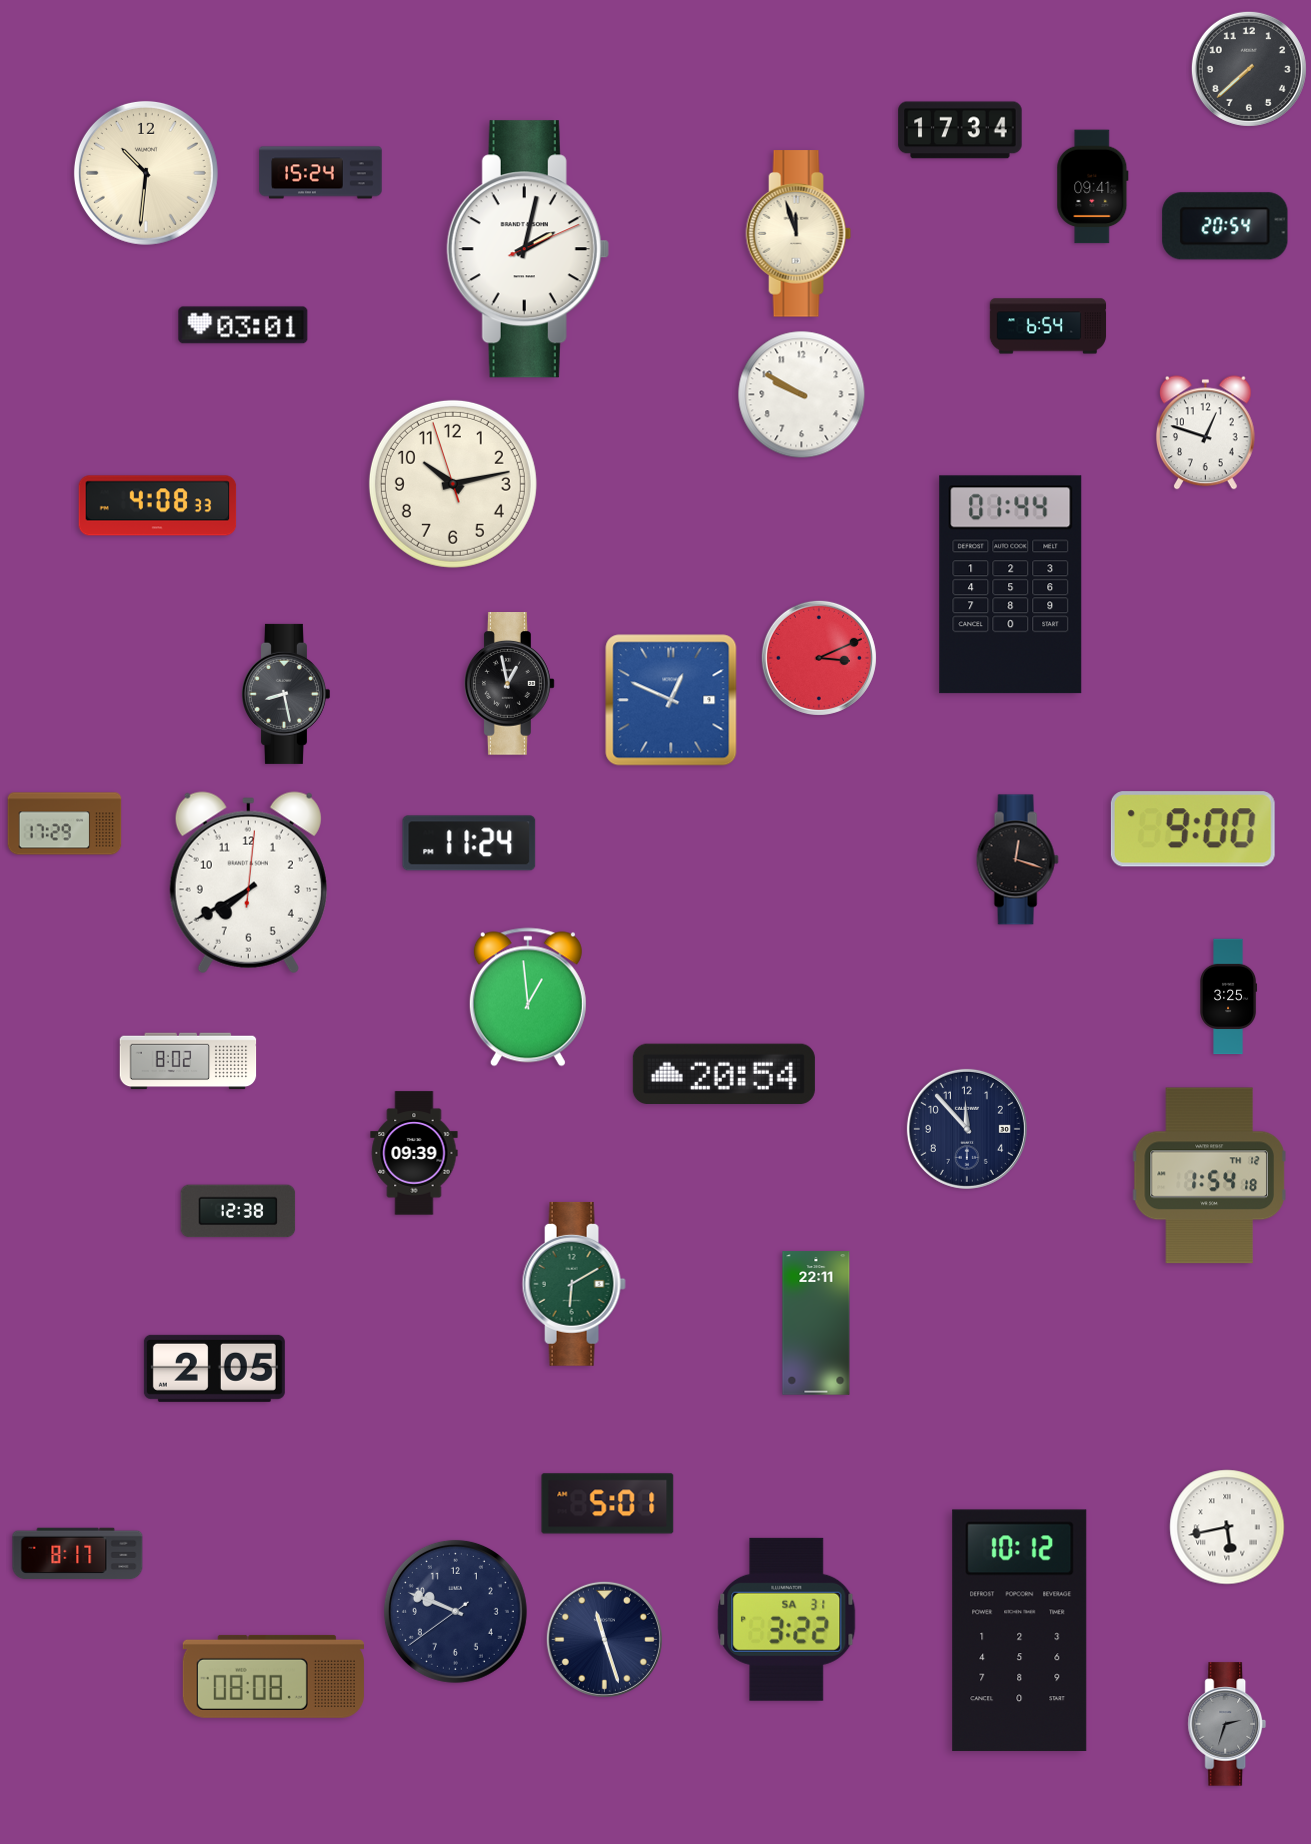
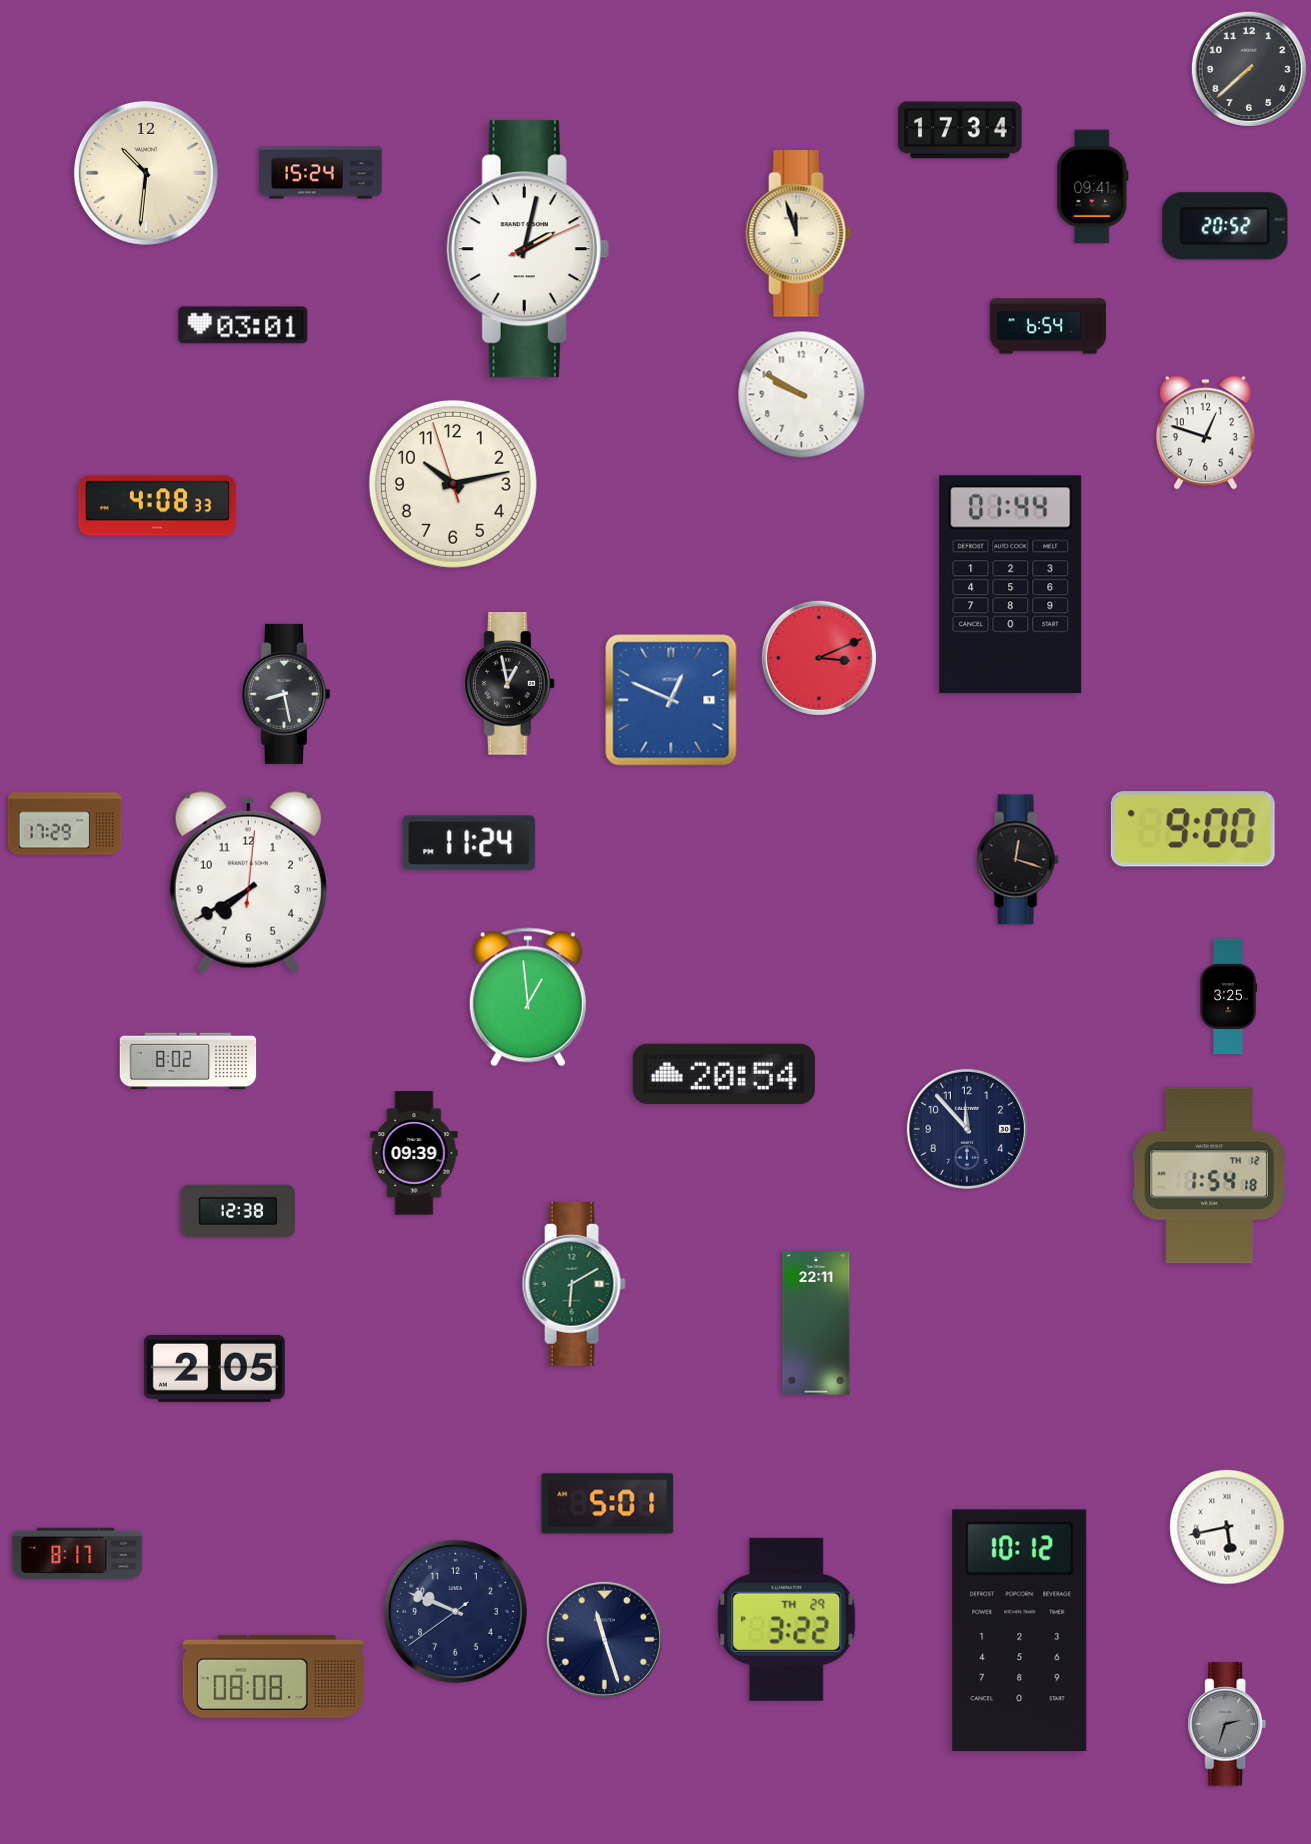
clock at (1225, 226): 20:54 -> 20:52
clock at (787, 1619) date: SA 31 -> TH 29
